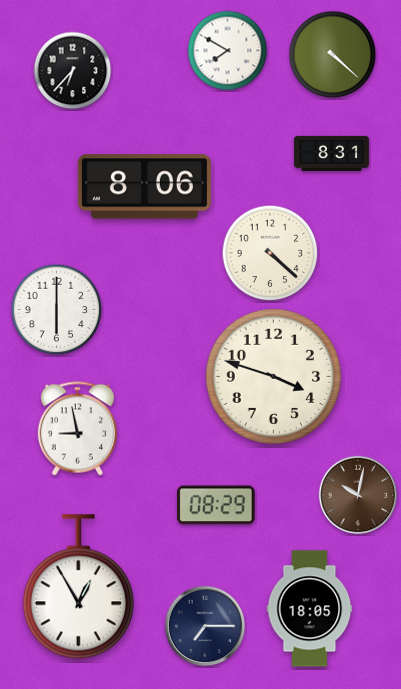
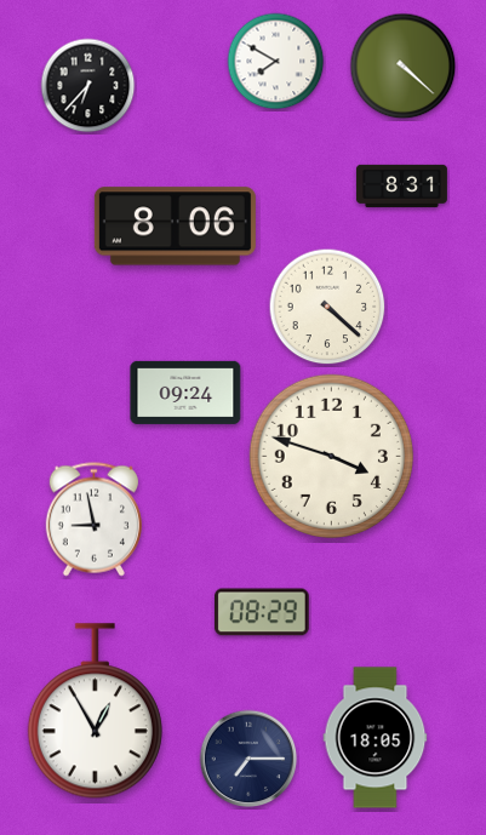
clock at (57, 310): 6:00 -> none
clock at (185, 393): none -> 09:24
clock at (358, 495): 10:02 -> none
